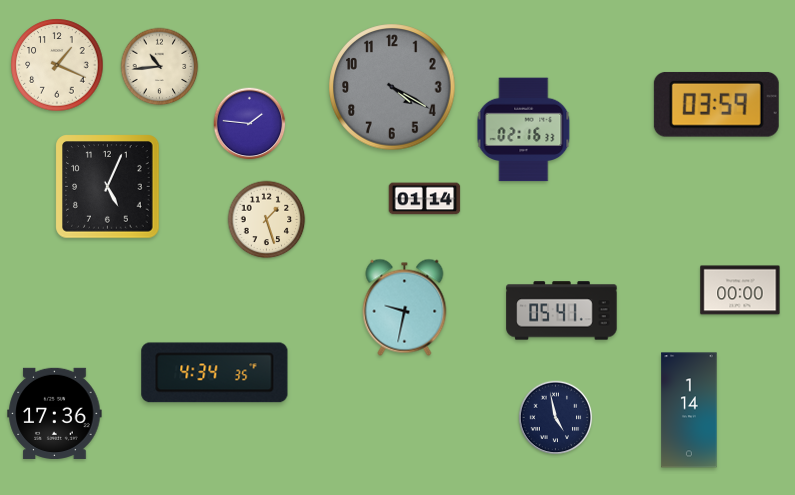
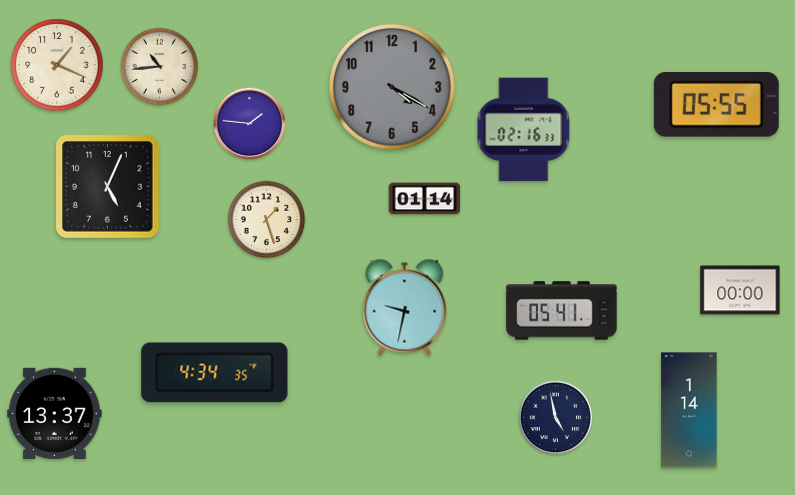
clock at (716, 105): 03:59 -> 05:55
clock at (55, 413): 17:36 -> 13:37
